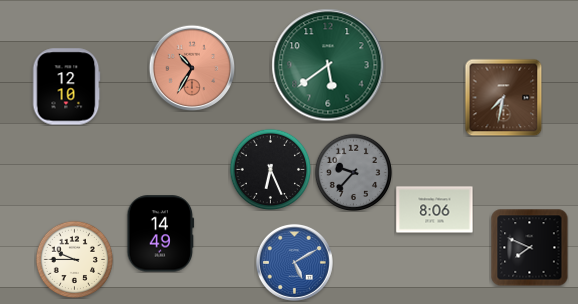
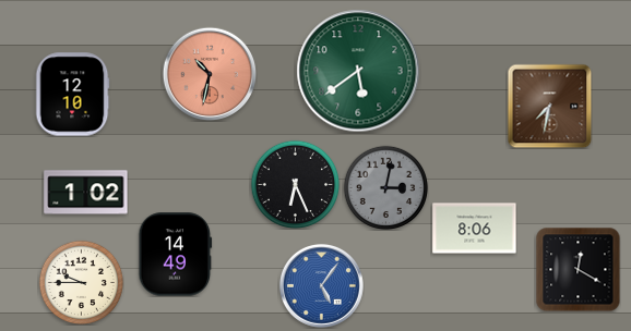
clock at (192, 68): 10:35 -> 10:32
clock at (353, 172): 9:37 -> 3:02
clock at (86, 193): none -> 1:02
clock at (529, 247): 7:49 -> 12:20
clock at (294, 262): 5:10 -> 5:06
